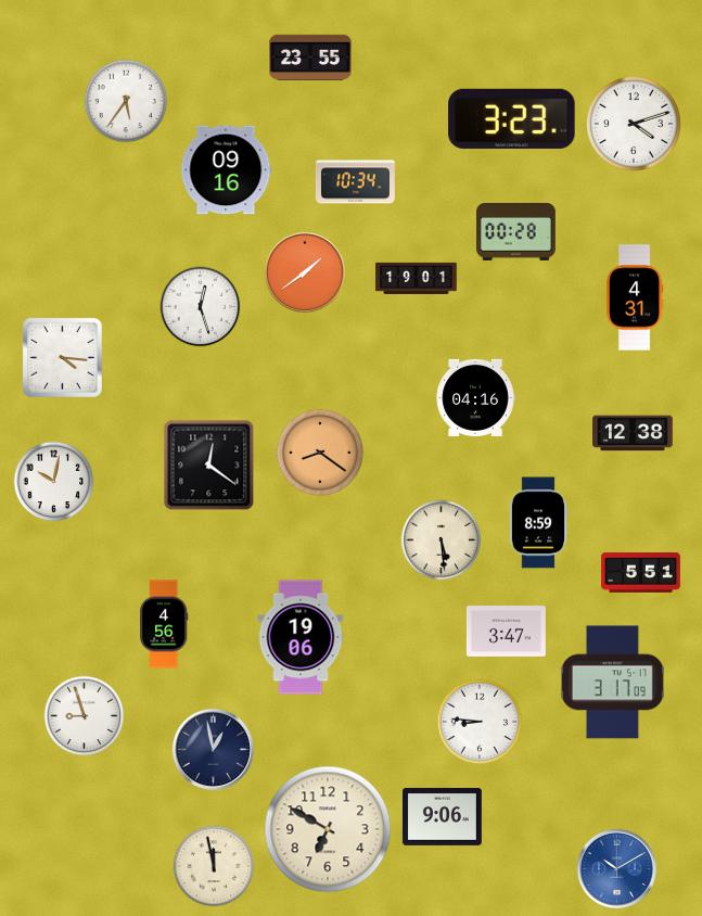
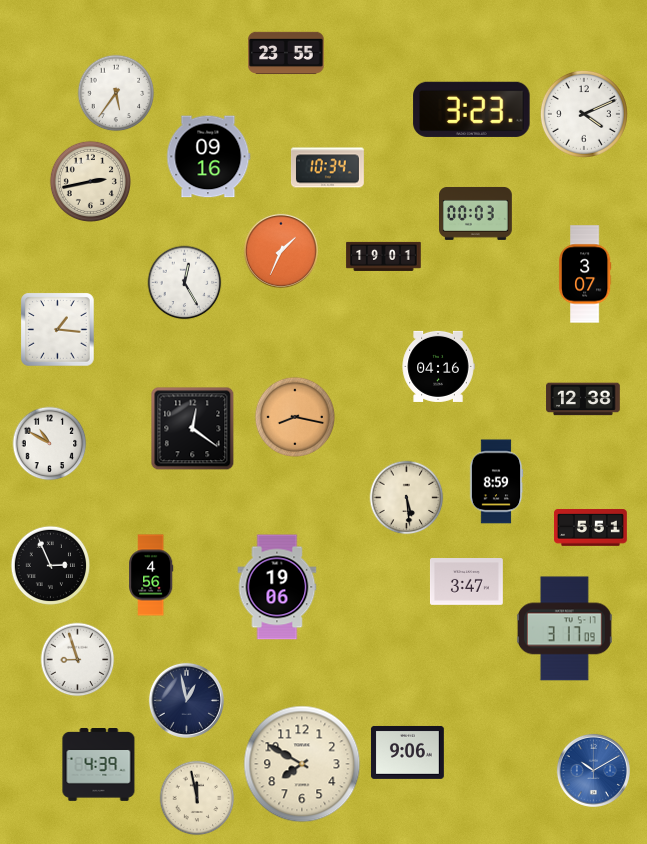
clock at (634, 124): 4:12 -> 4:11
clock at (90, 181): none -> 2:43
clock at (516, 231): 00:28 -> 00:03
clock at (305, 272): 1:39 -> 1:34
clock at (635, 297): 4:31 -> 3:07
clock at (201, 307): 12:27 -> 12:25
clock at (63, 358): 4:16 -> 1:16
clock at (319, 451): 8:21 -> 8:17
clock at (54, 482): 10:02 -> 10:50
clock at (51, 566): none -> 2:56
clock at (480, 722): 8:46 -> none
clock at (213, 749) position: (213, 749) -> (186, 700)
clock at (328, 829): 6:50 -> 7:50
clock at (99, 765): none -> 4:39
clock at (616, 868) position: (616, 868) -> (593, 770)
